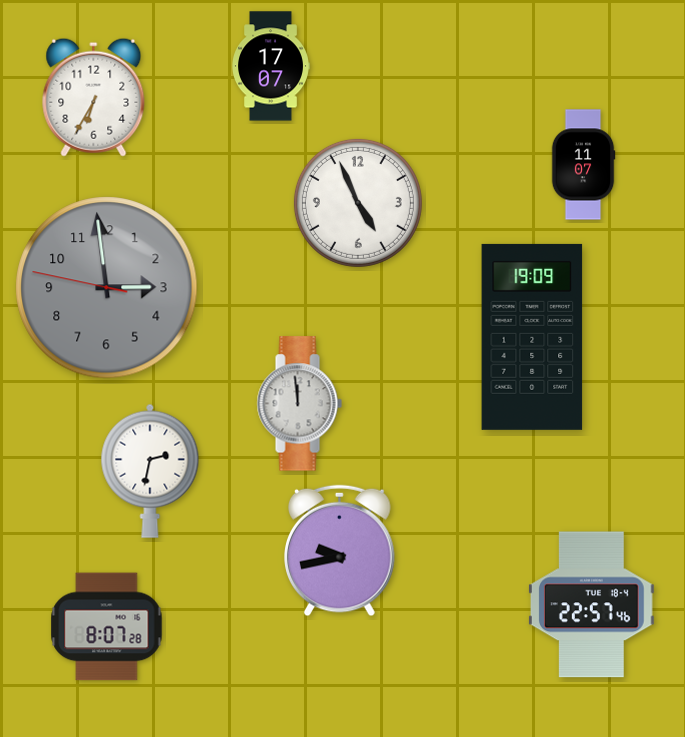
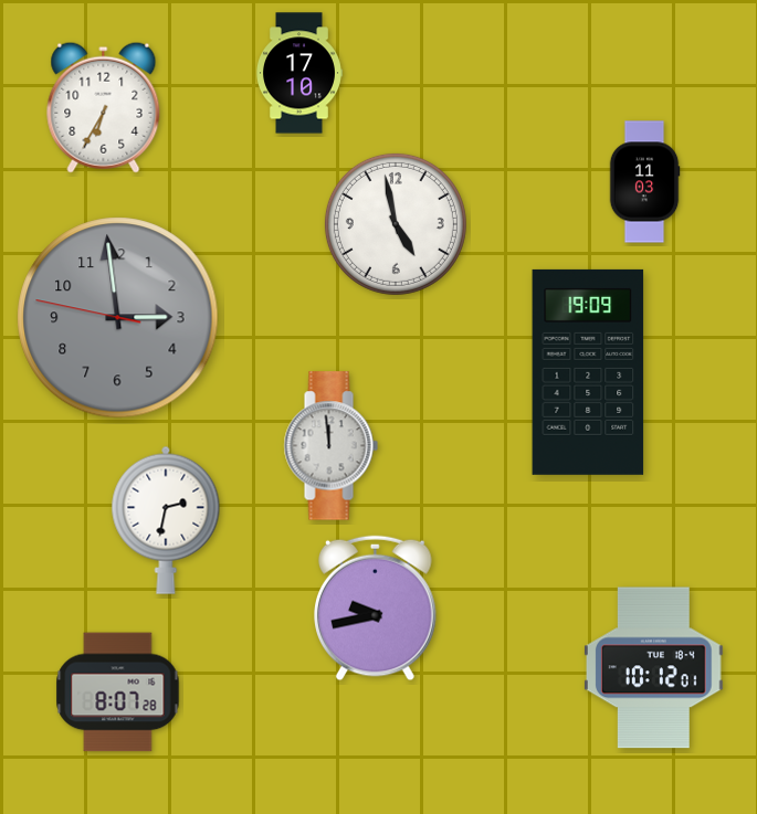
clock at (271, 66): 17:07 -> 17:10
clock at (583, 165): 11:07 -> 11:03
clock at (358, 203): 4:56 -> 4:58
clock at (591, 605): 22:57 -> 10:12
